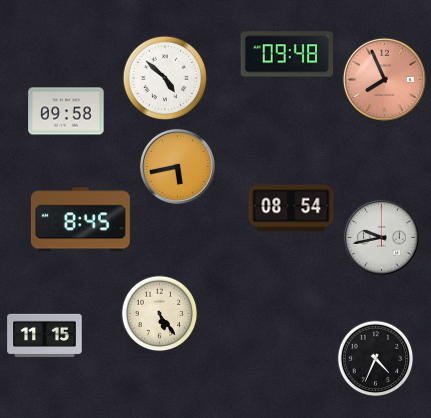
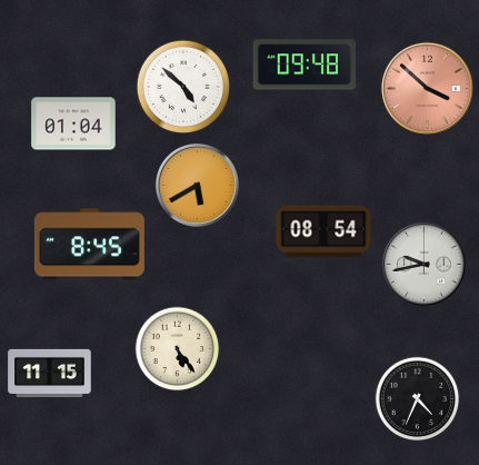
clock at (287, 54) position: (287, 54) -> (305, 65)
clock at (384, 79): 7:56 -> 3:52
clock at (66, 111): 09:58 -> 01:04
clock at (177, 166): 5:43 -> 5:40
